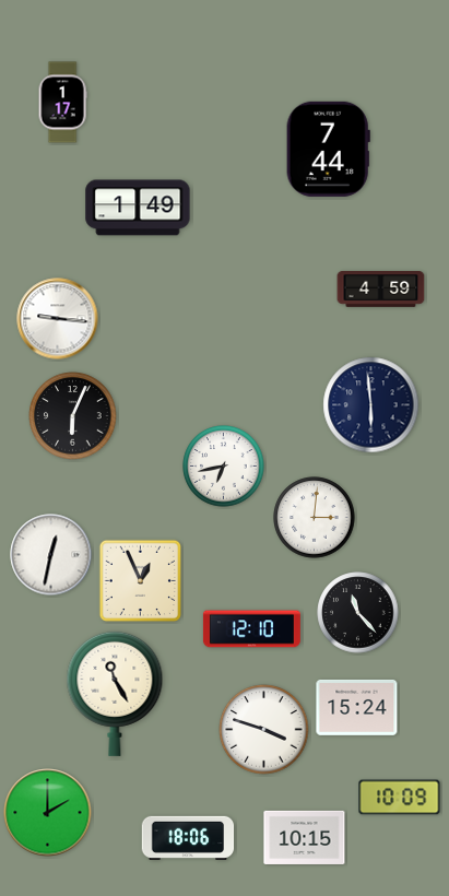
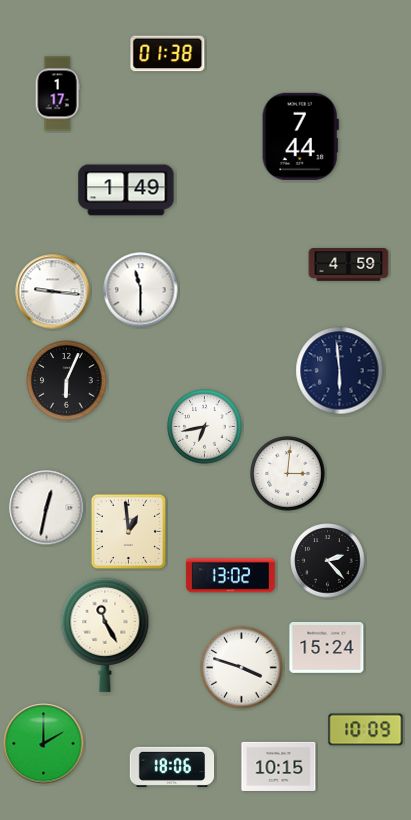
clock at (168, 54): none -> 01:38
clock at (141, 290): none -> 11:30
clock at (141, 581): 12:56 -> 12:59
clock at (358, 613): 11:23 -> 2:23
clock at (251, 629): 12:10 -> 13:02
